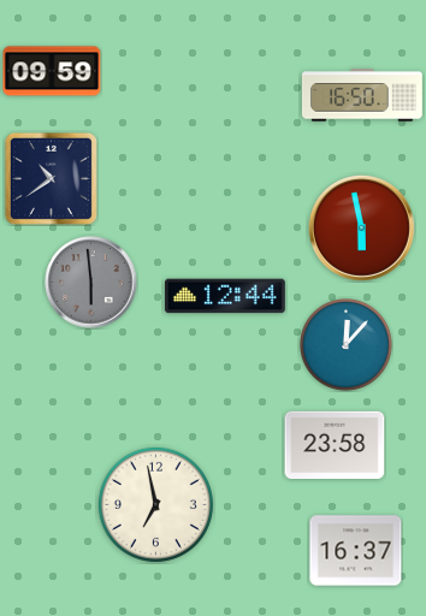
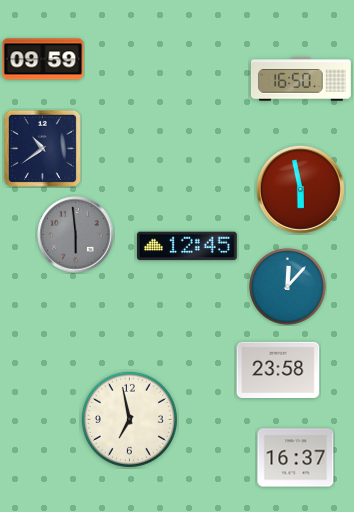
clock at (225, 296): 12:44 -> 12:45
